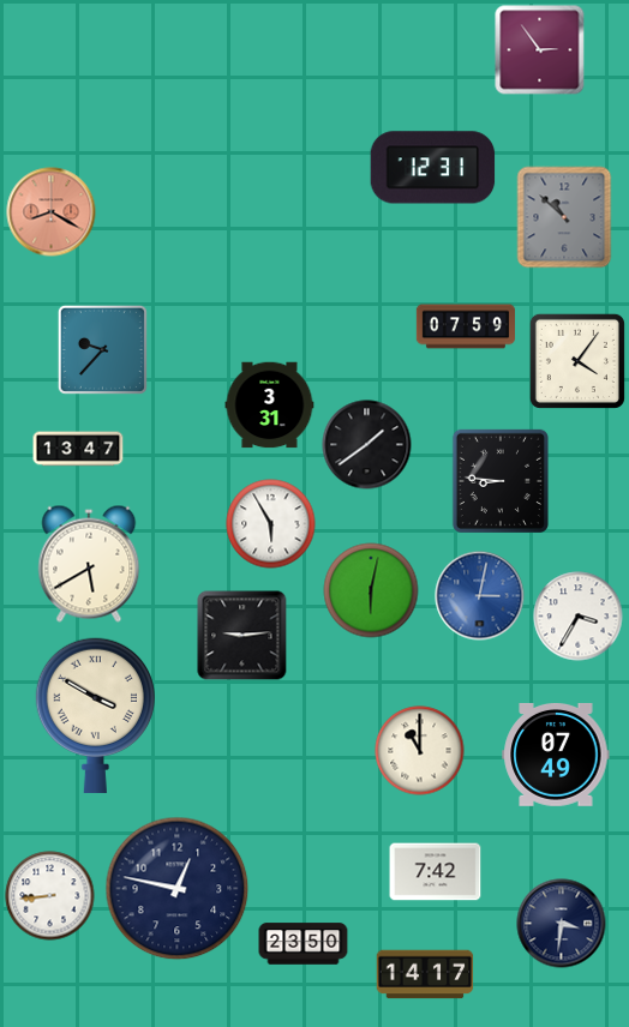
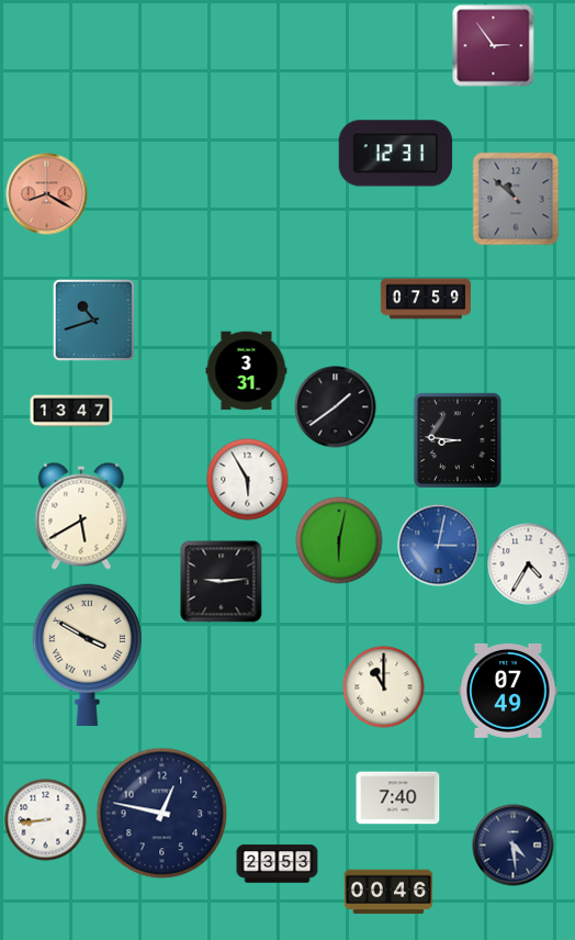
clock at (102, 349): 9:37 -> 10:42
clock at (577, 361): 4:06 -> none
clock at (579, 617): 3:35 -> 4:35
clock at (436, 872): 7:42 -> 7:40
clock at (562, 924): 3:31 -> 4:29
clock at (304, 944): 23:50 -> 23:53
clock at (425, 974): 14:17 -> 00:46
